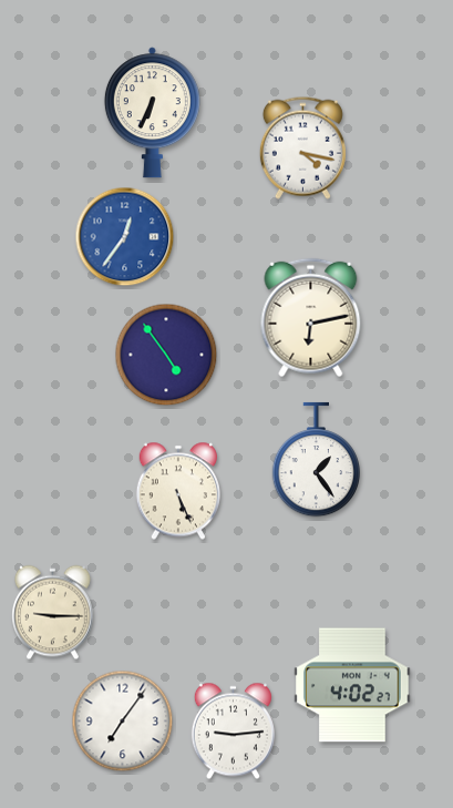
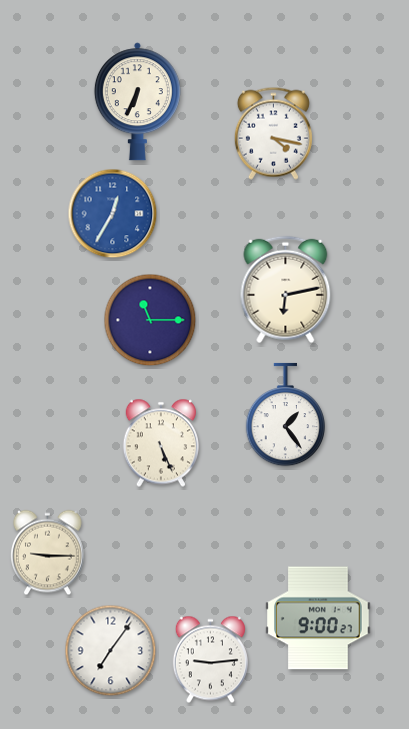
clock at (125, 237): 12:36 -> 12:35
clock at (311, 318) position: (311, 318) -> (286, 290)
clock at (166, 355): 4:54 -> 11:15
clock at (352, 685): 4:02 -> 9:00
